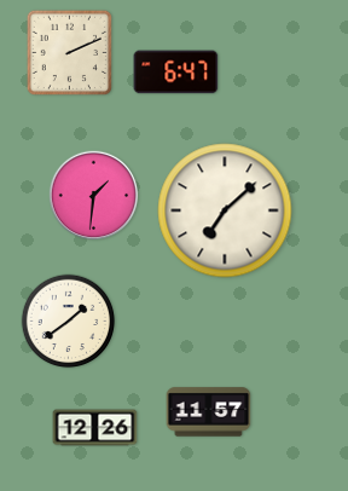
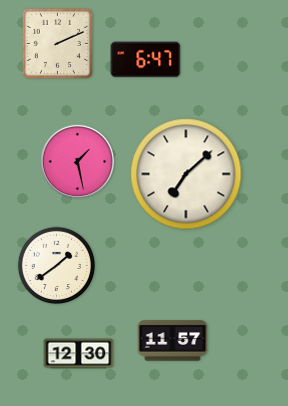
clock at (94, 196): 1:31 -> 1:28
clock at (95, 428): 12:26 -> 12:30
